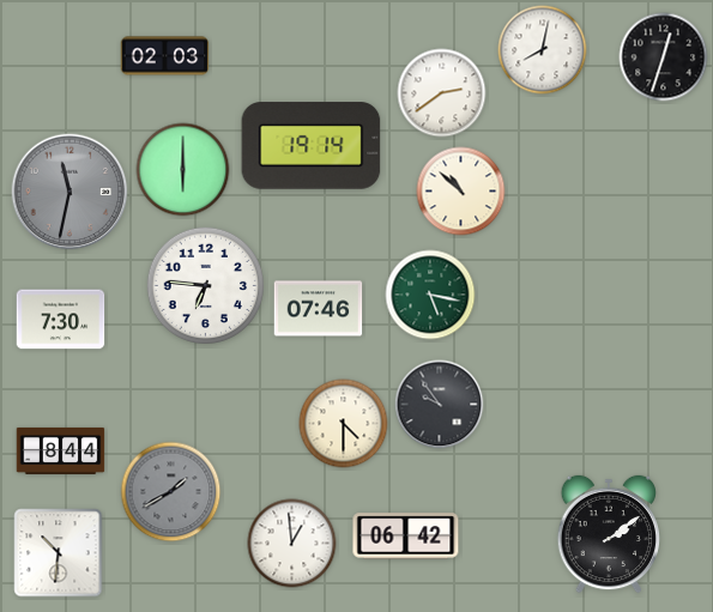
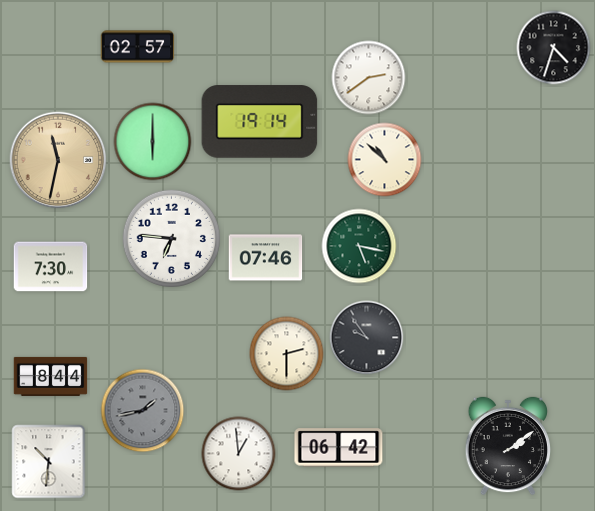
clock at (543, 50): 8:02 -> none
clock at (165, 56): 02:03 -> 02:57
clock at (664, 57): 12:33 -> 4:33
clock at (70, 192) dial: grey -> champagne
clock at (344, 424): 4:30 -> 2:30
clock at (171, 492): 1:40 -> 1:43
clock at (292, 544) position: (292, 544) -> (239, 454)
